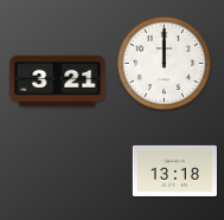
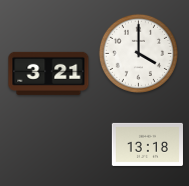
clock at (164, 63): 12:00 -> 4:00
clock at (58, 80) position: (58, 80) -> (49, 73)
